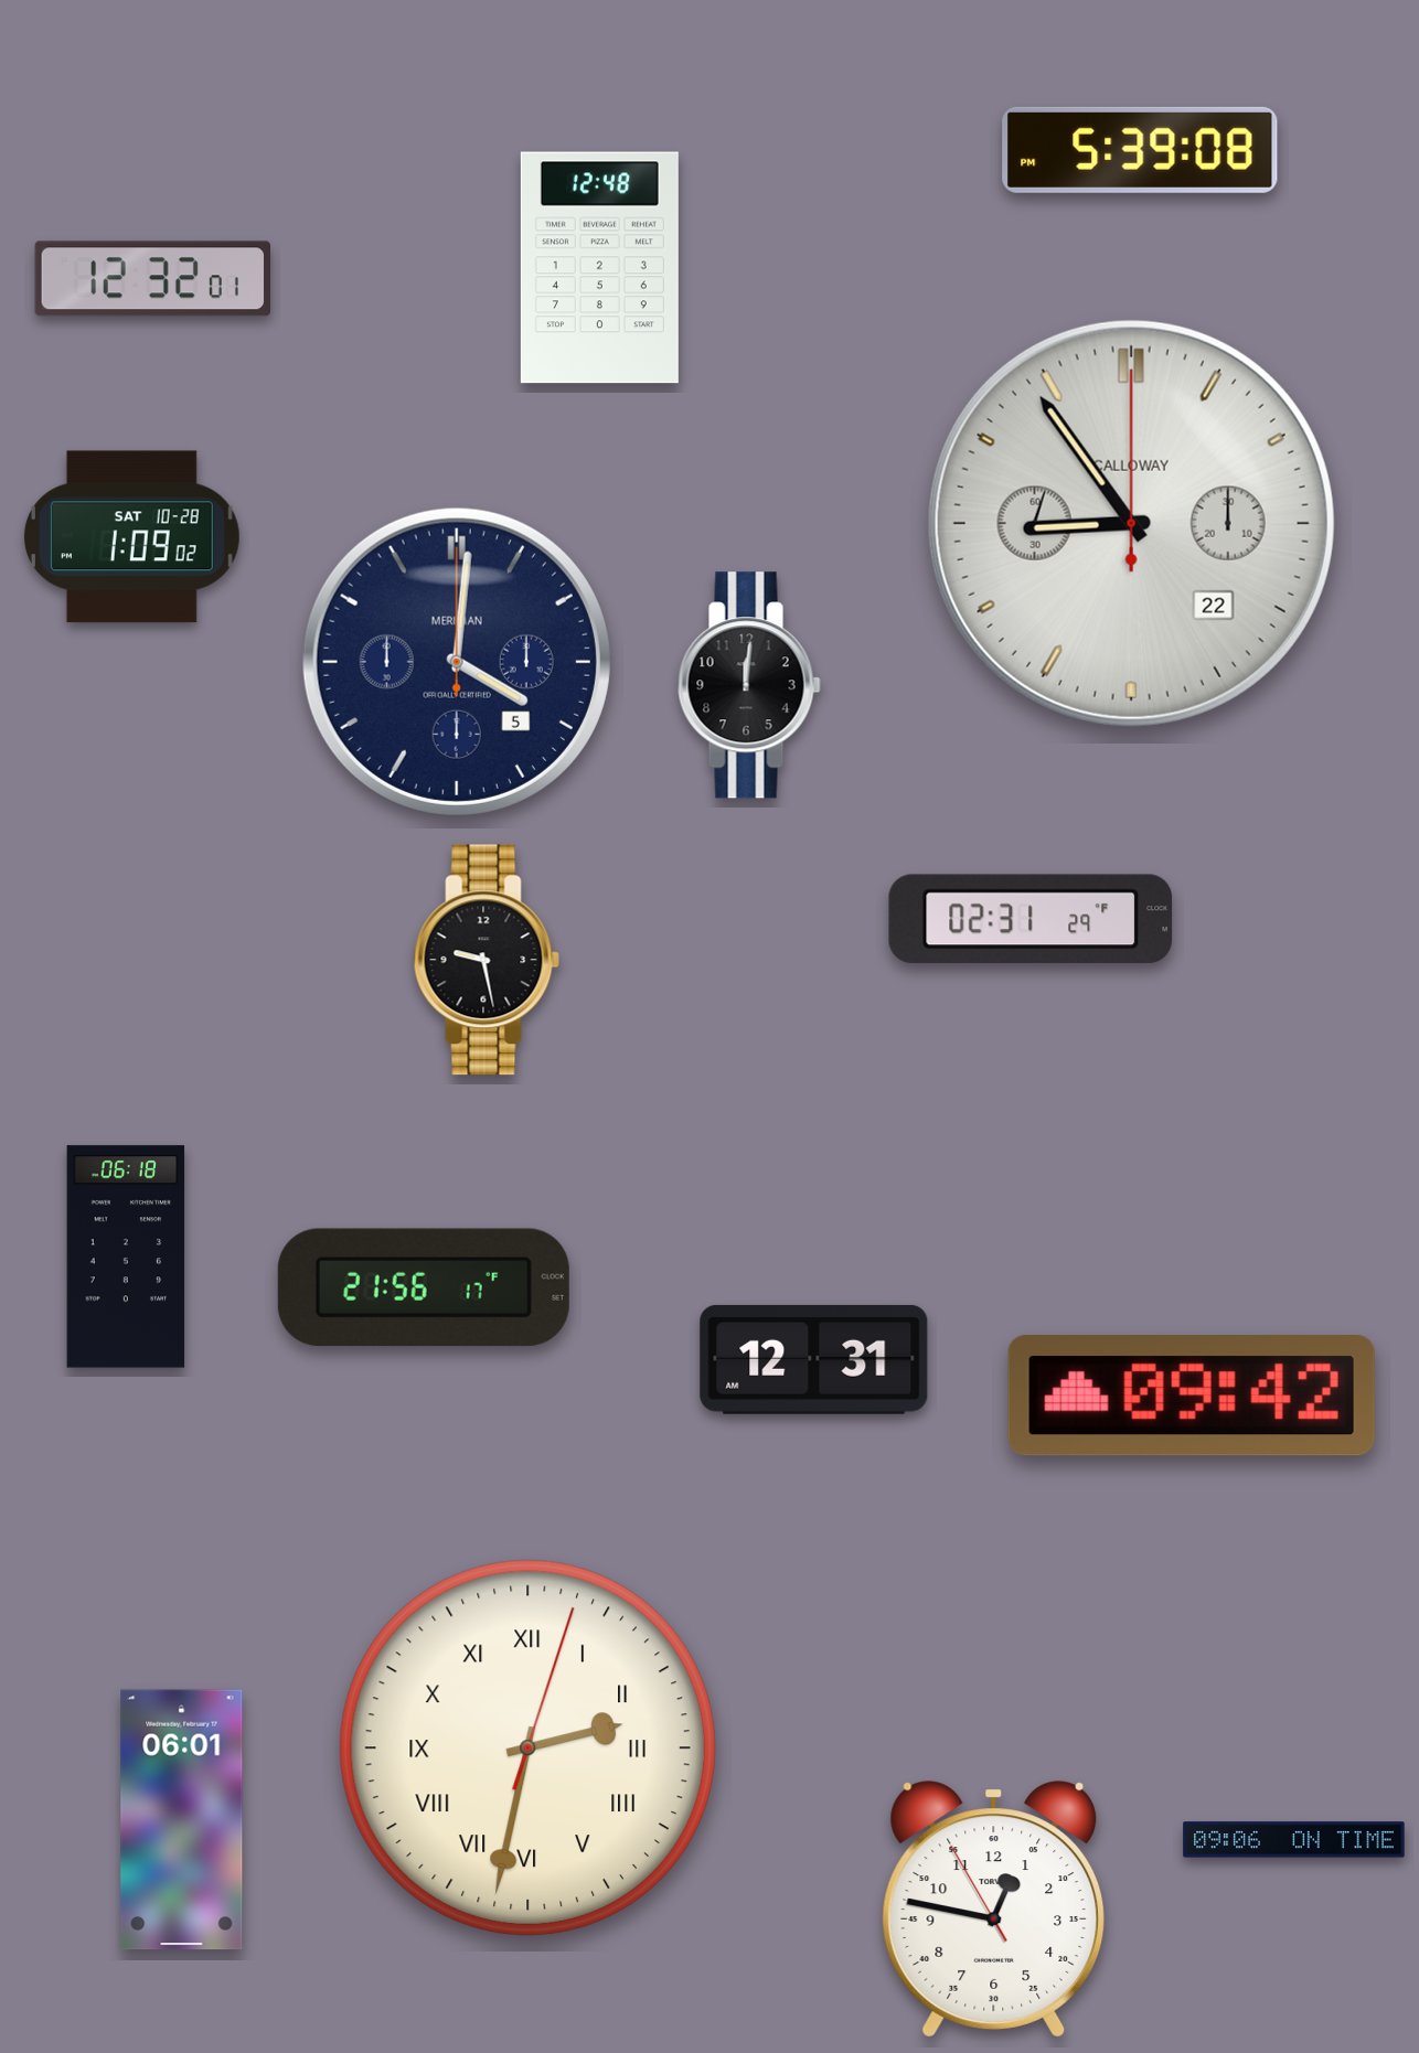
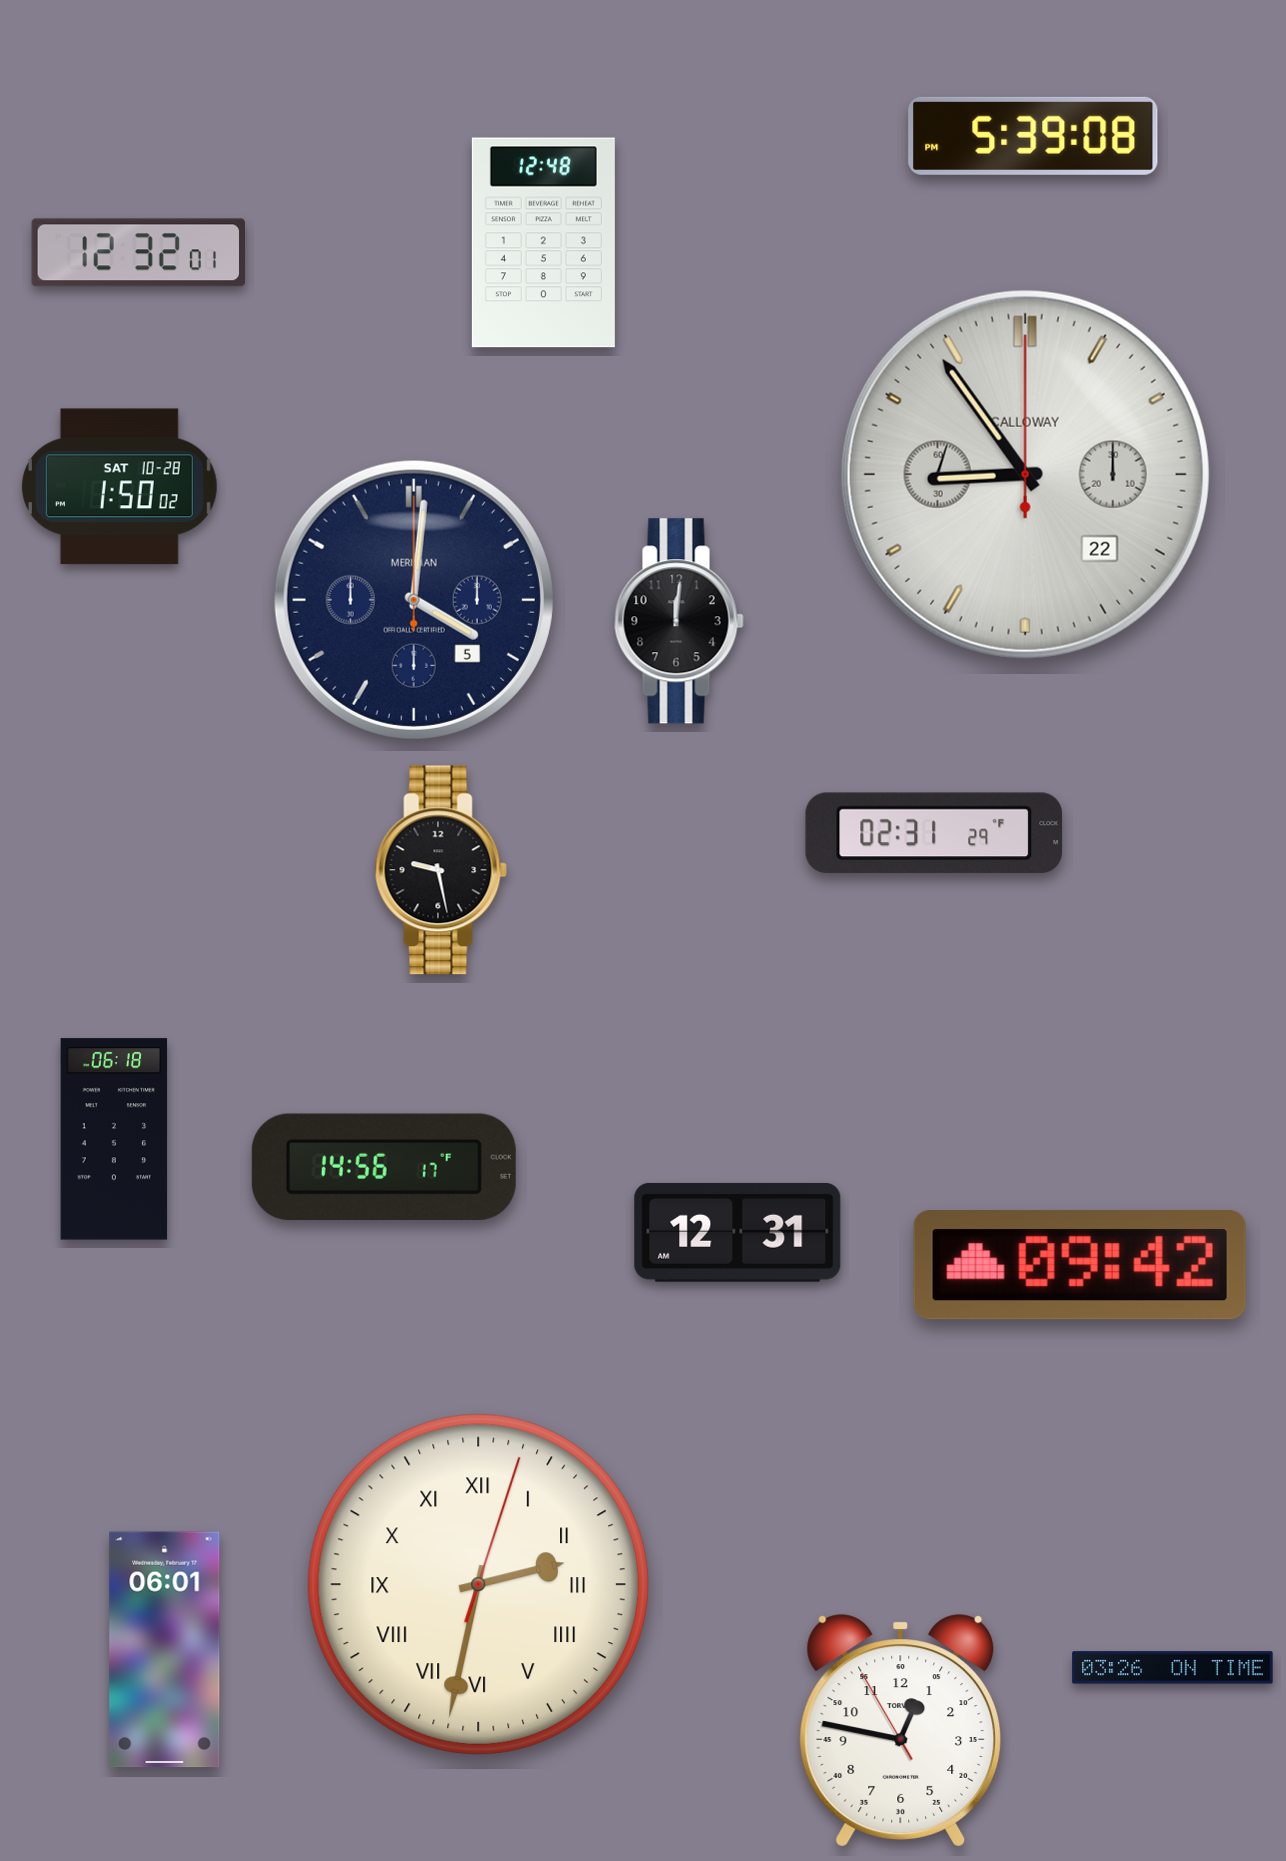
clock at (131, 537): 1:09 -> 1:50
clock at (424, 1287): 21:56 -> 14:56
clock at (1294, 1840): 09:06 -> 03:26
